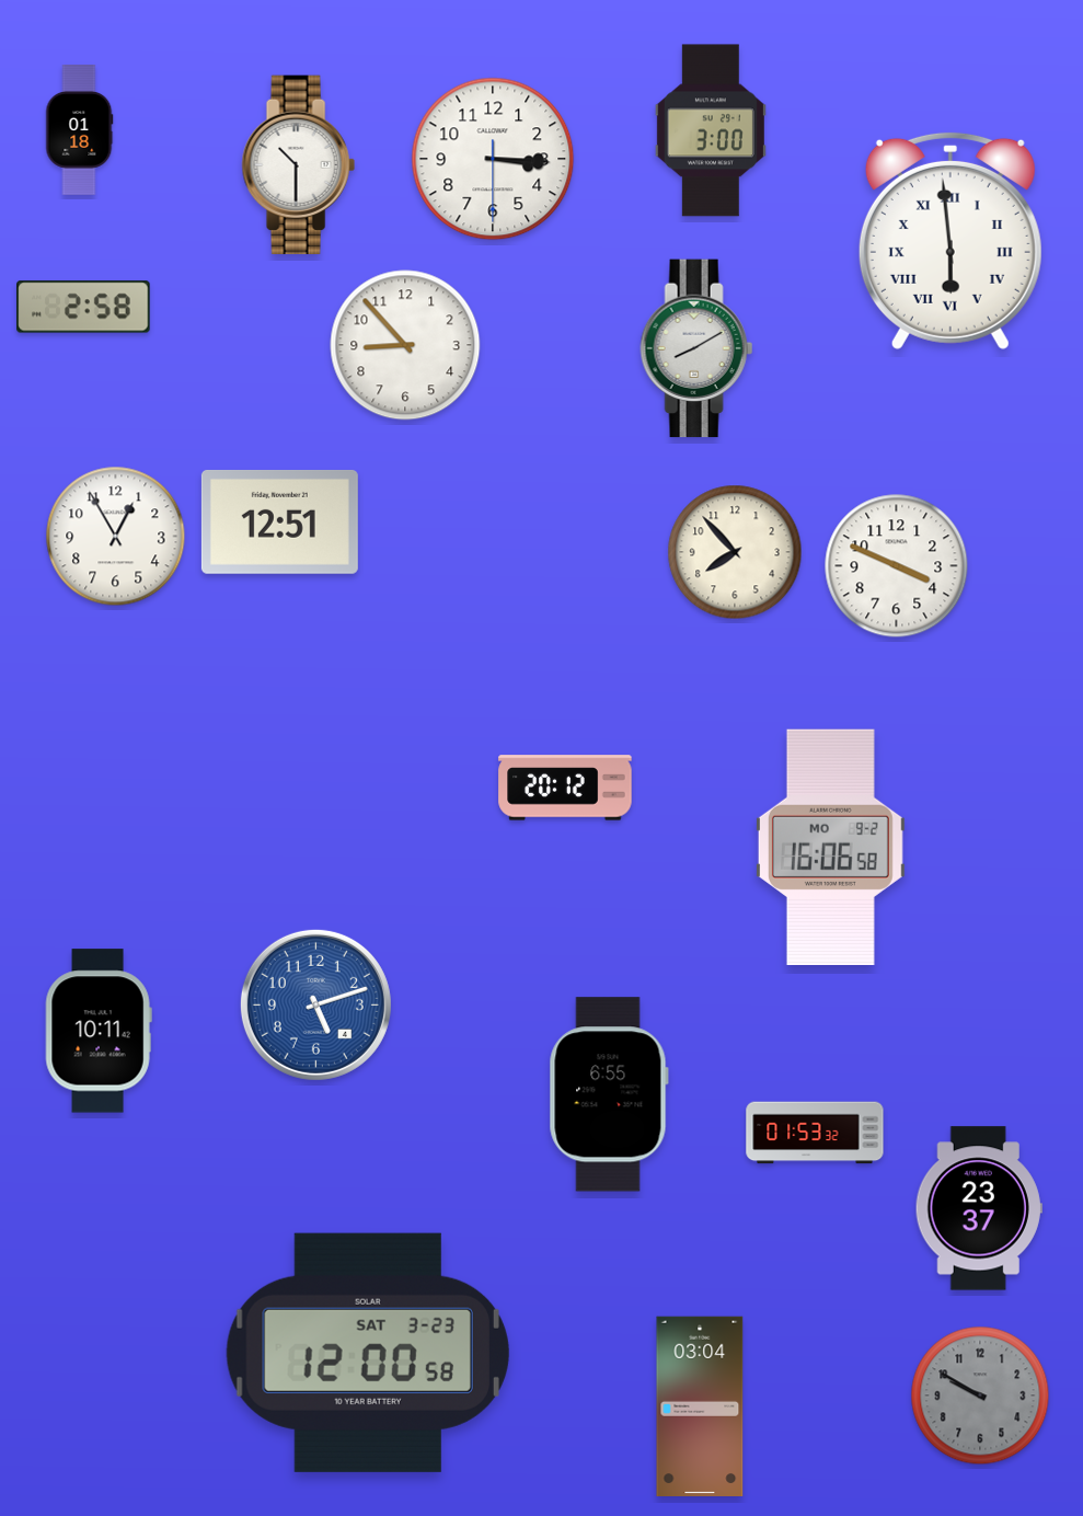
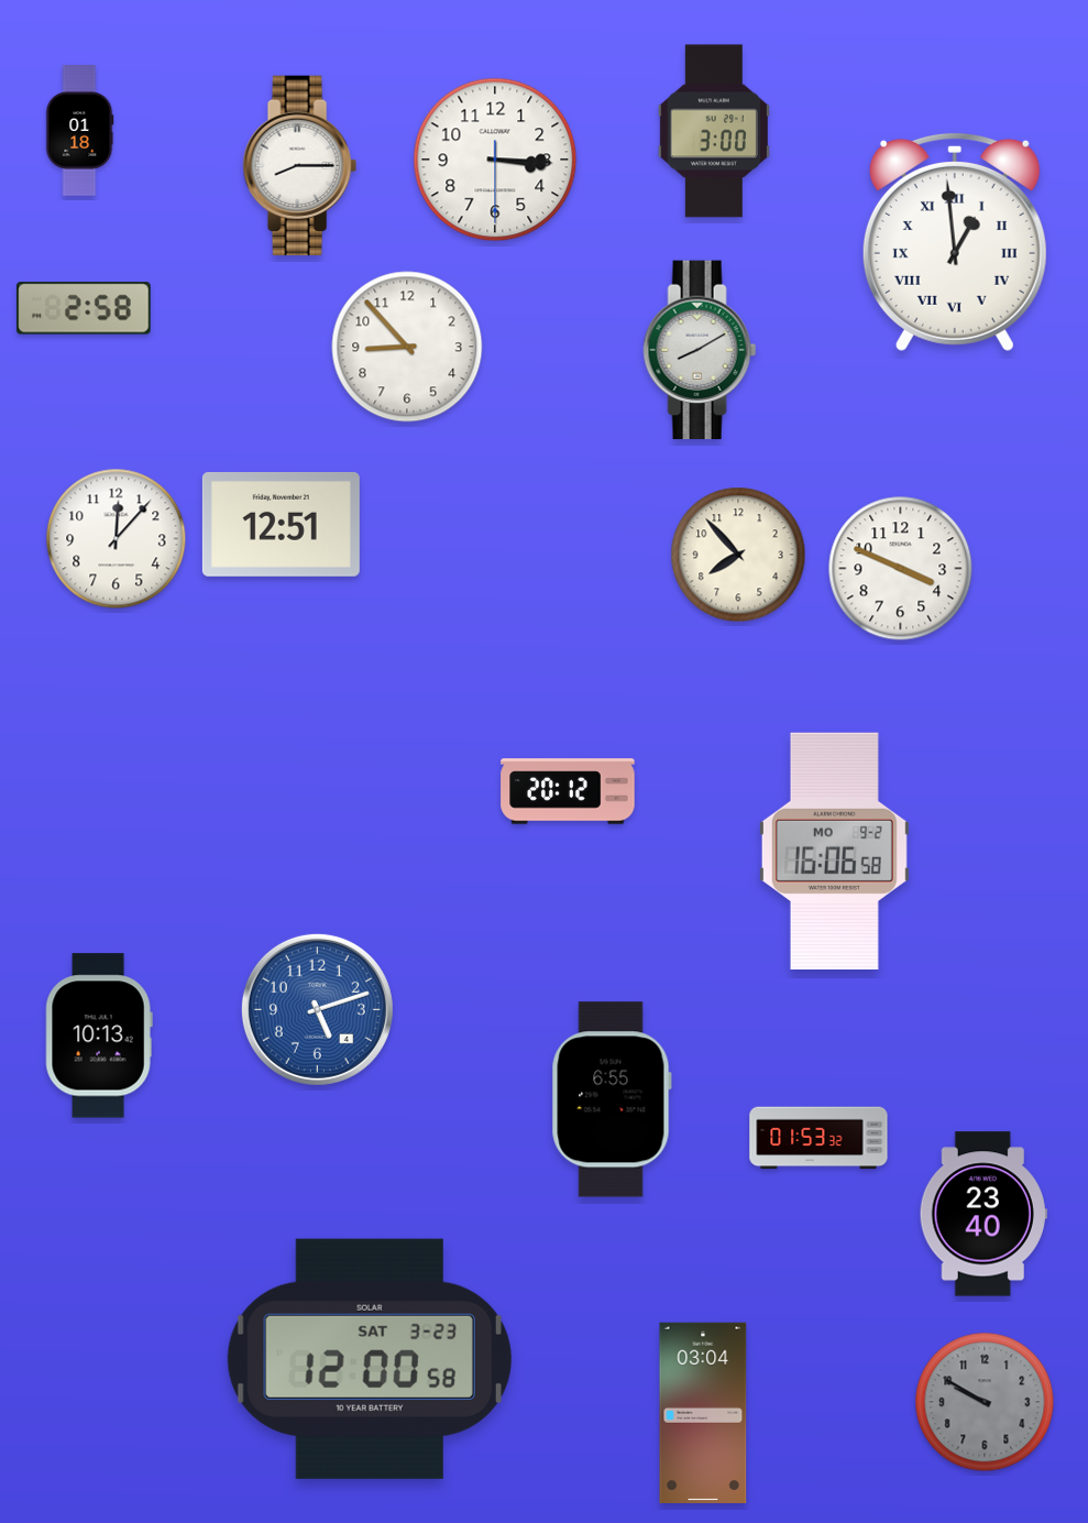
clock at (298, 165): 10:30 -> 8:15
clock at (950, 240): 5:59 -> 12:59
clock at (116, 537): 12:55 -> 12:07
clock at (99, 1031): 10:11 -> 10:13
clock at (979, 1208): 23:37 -> 23:40
